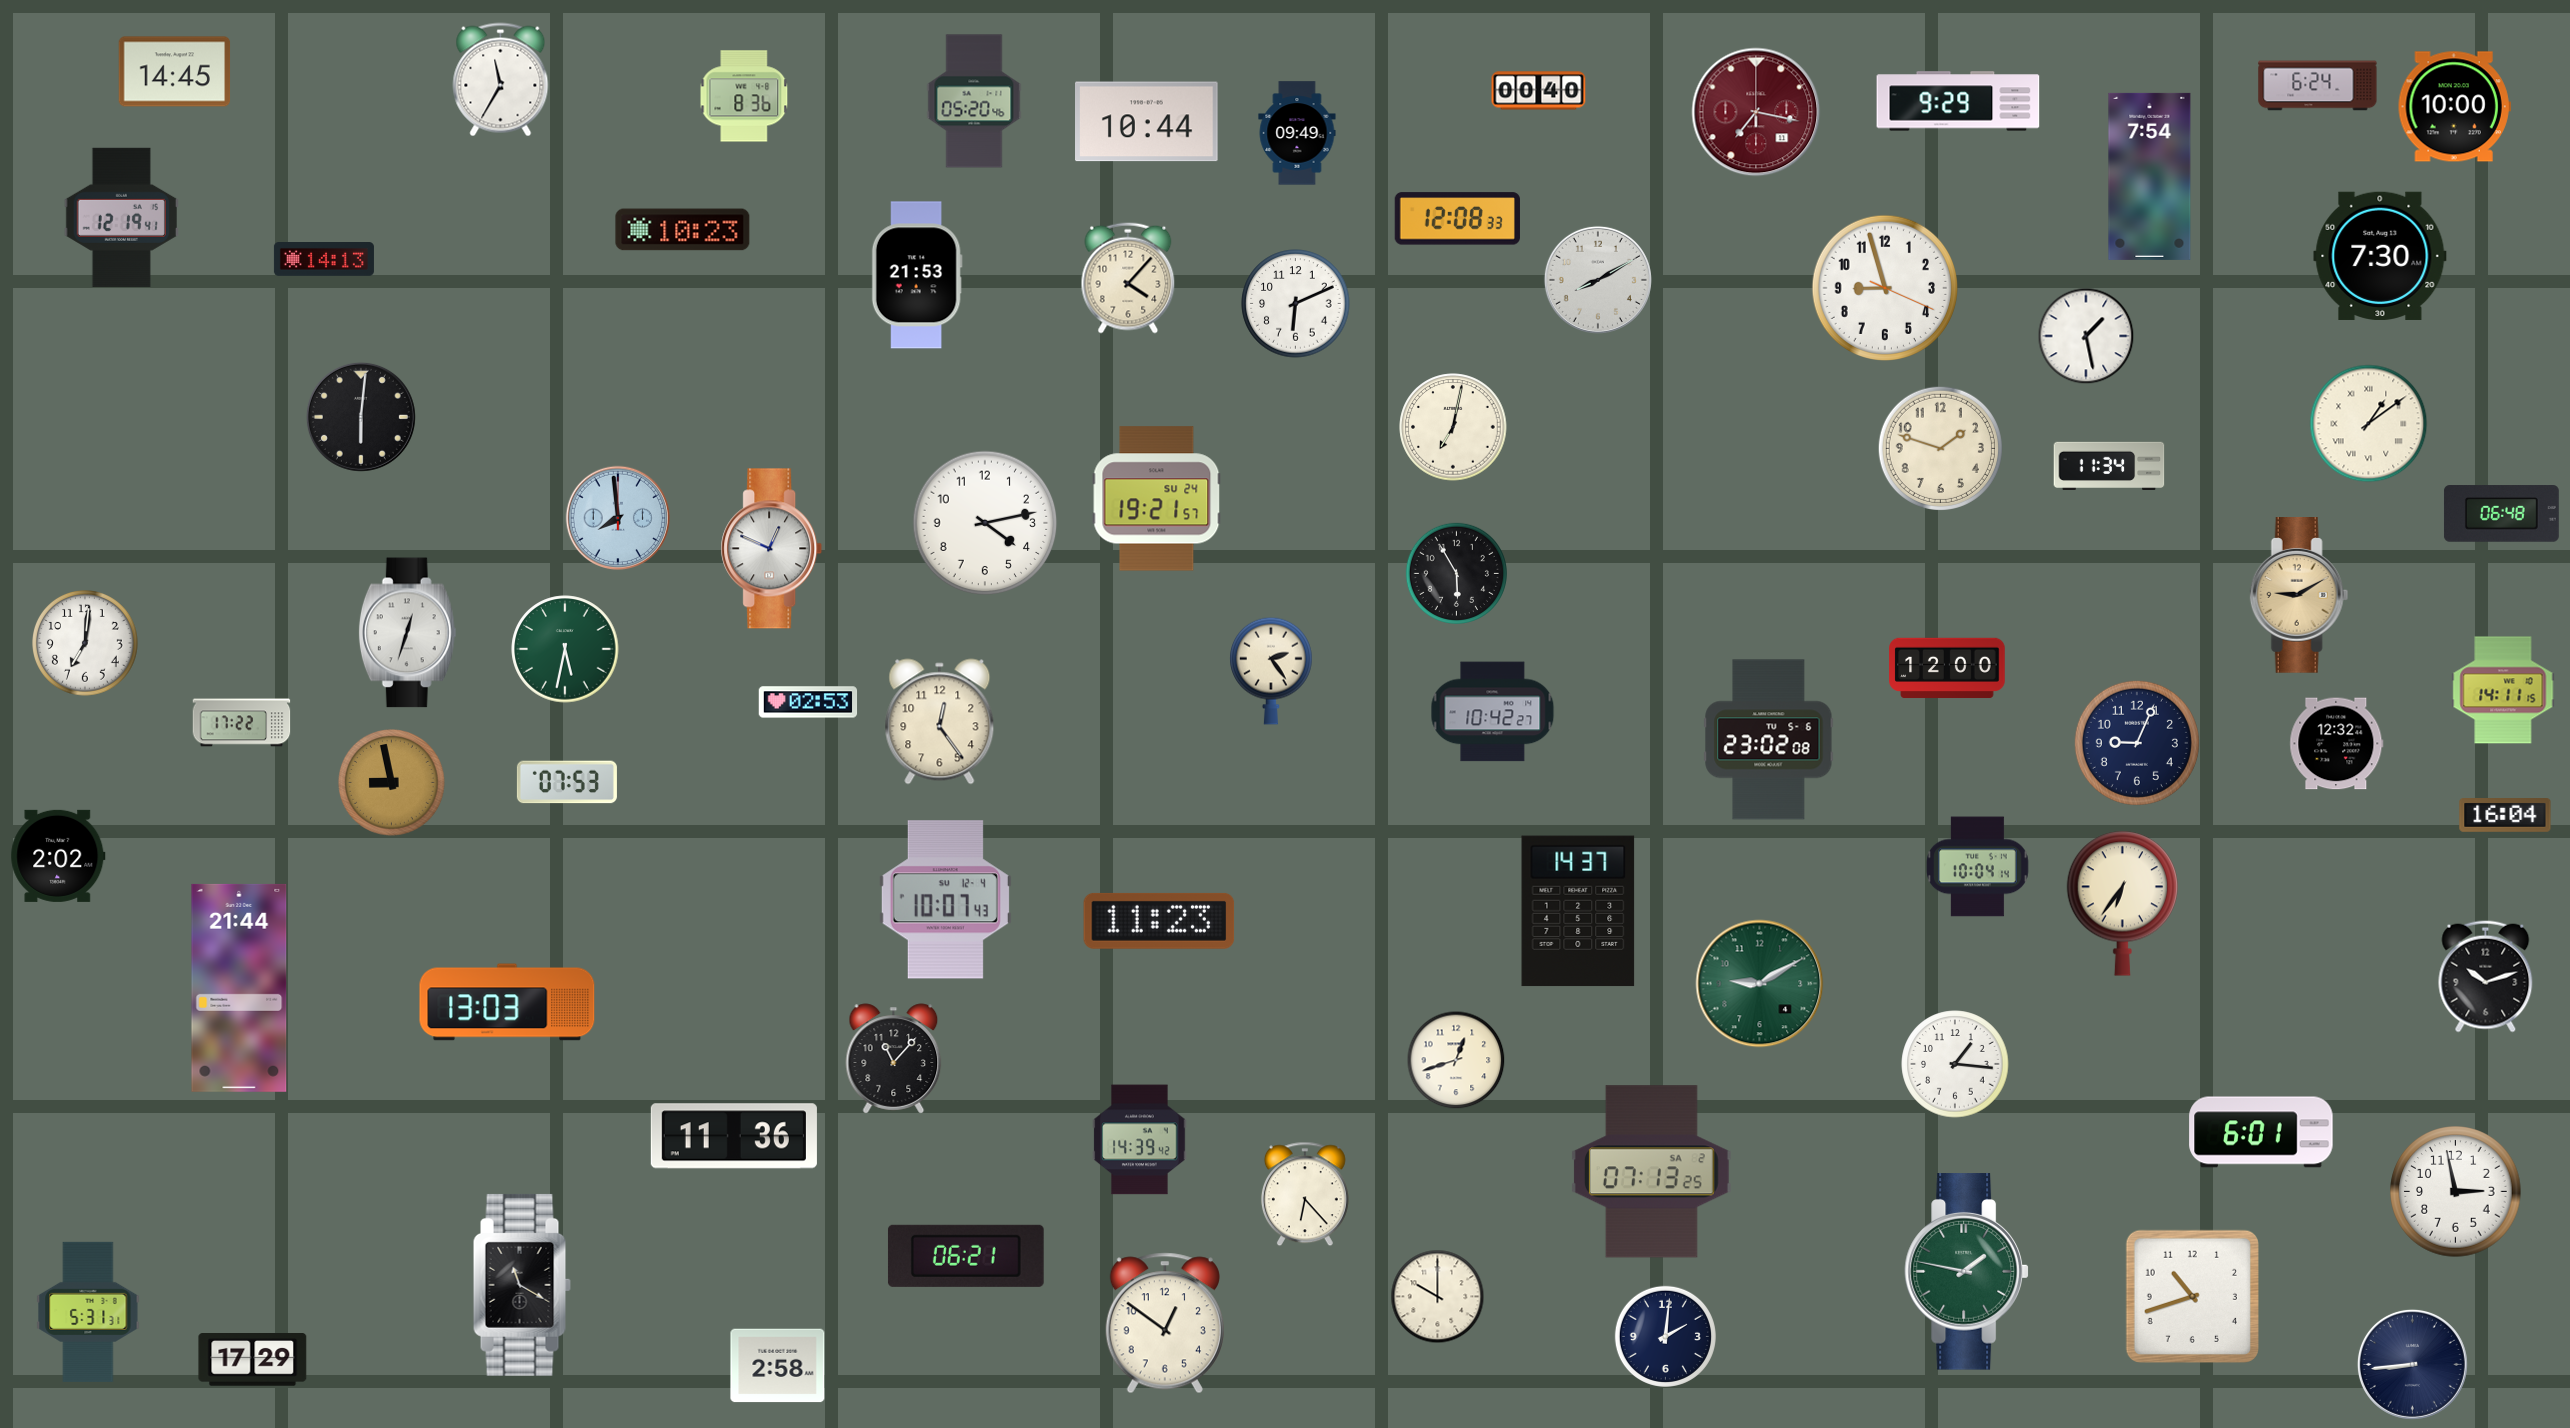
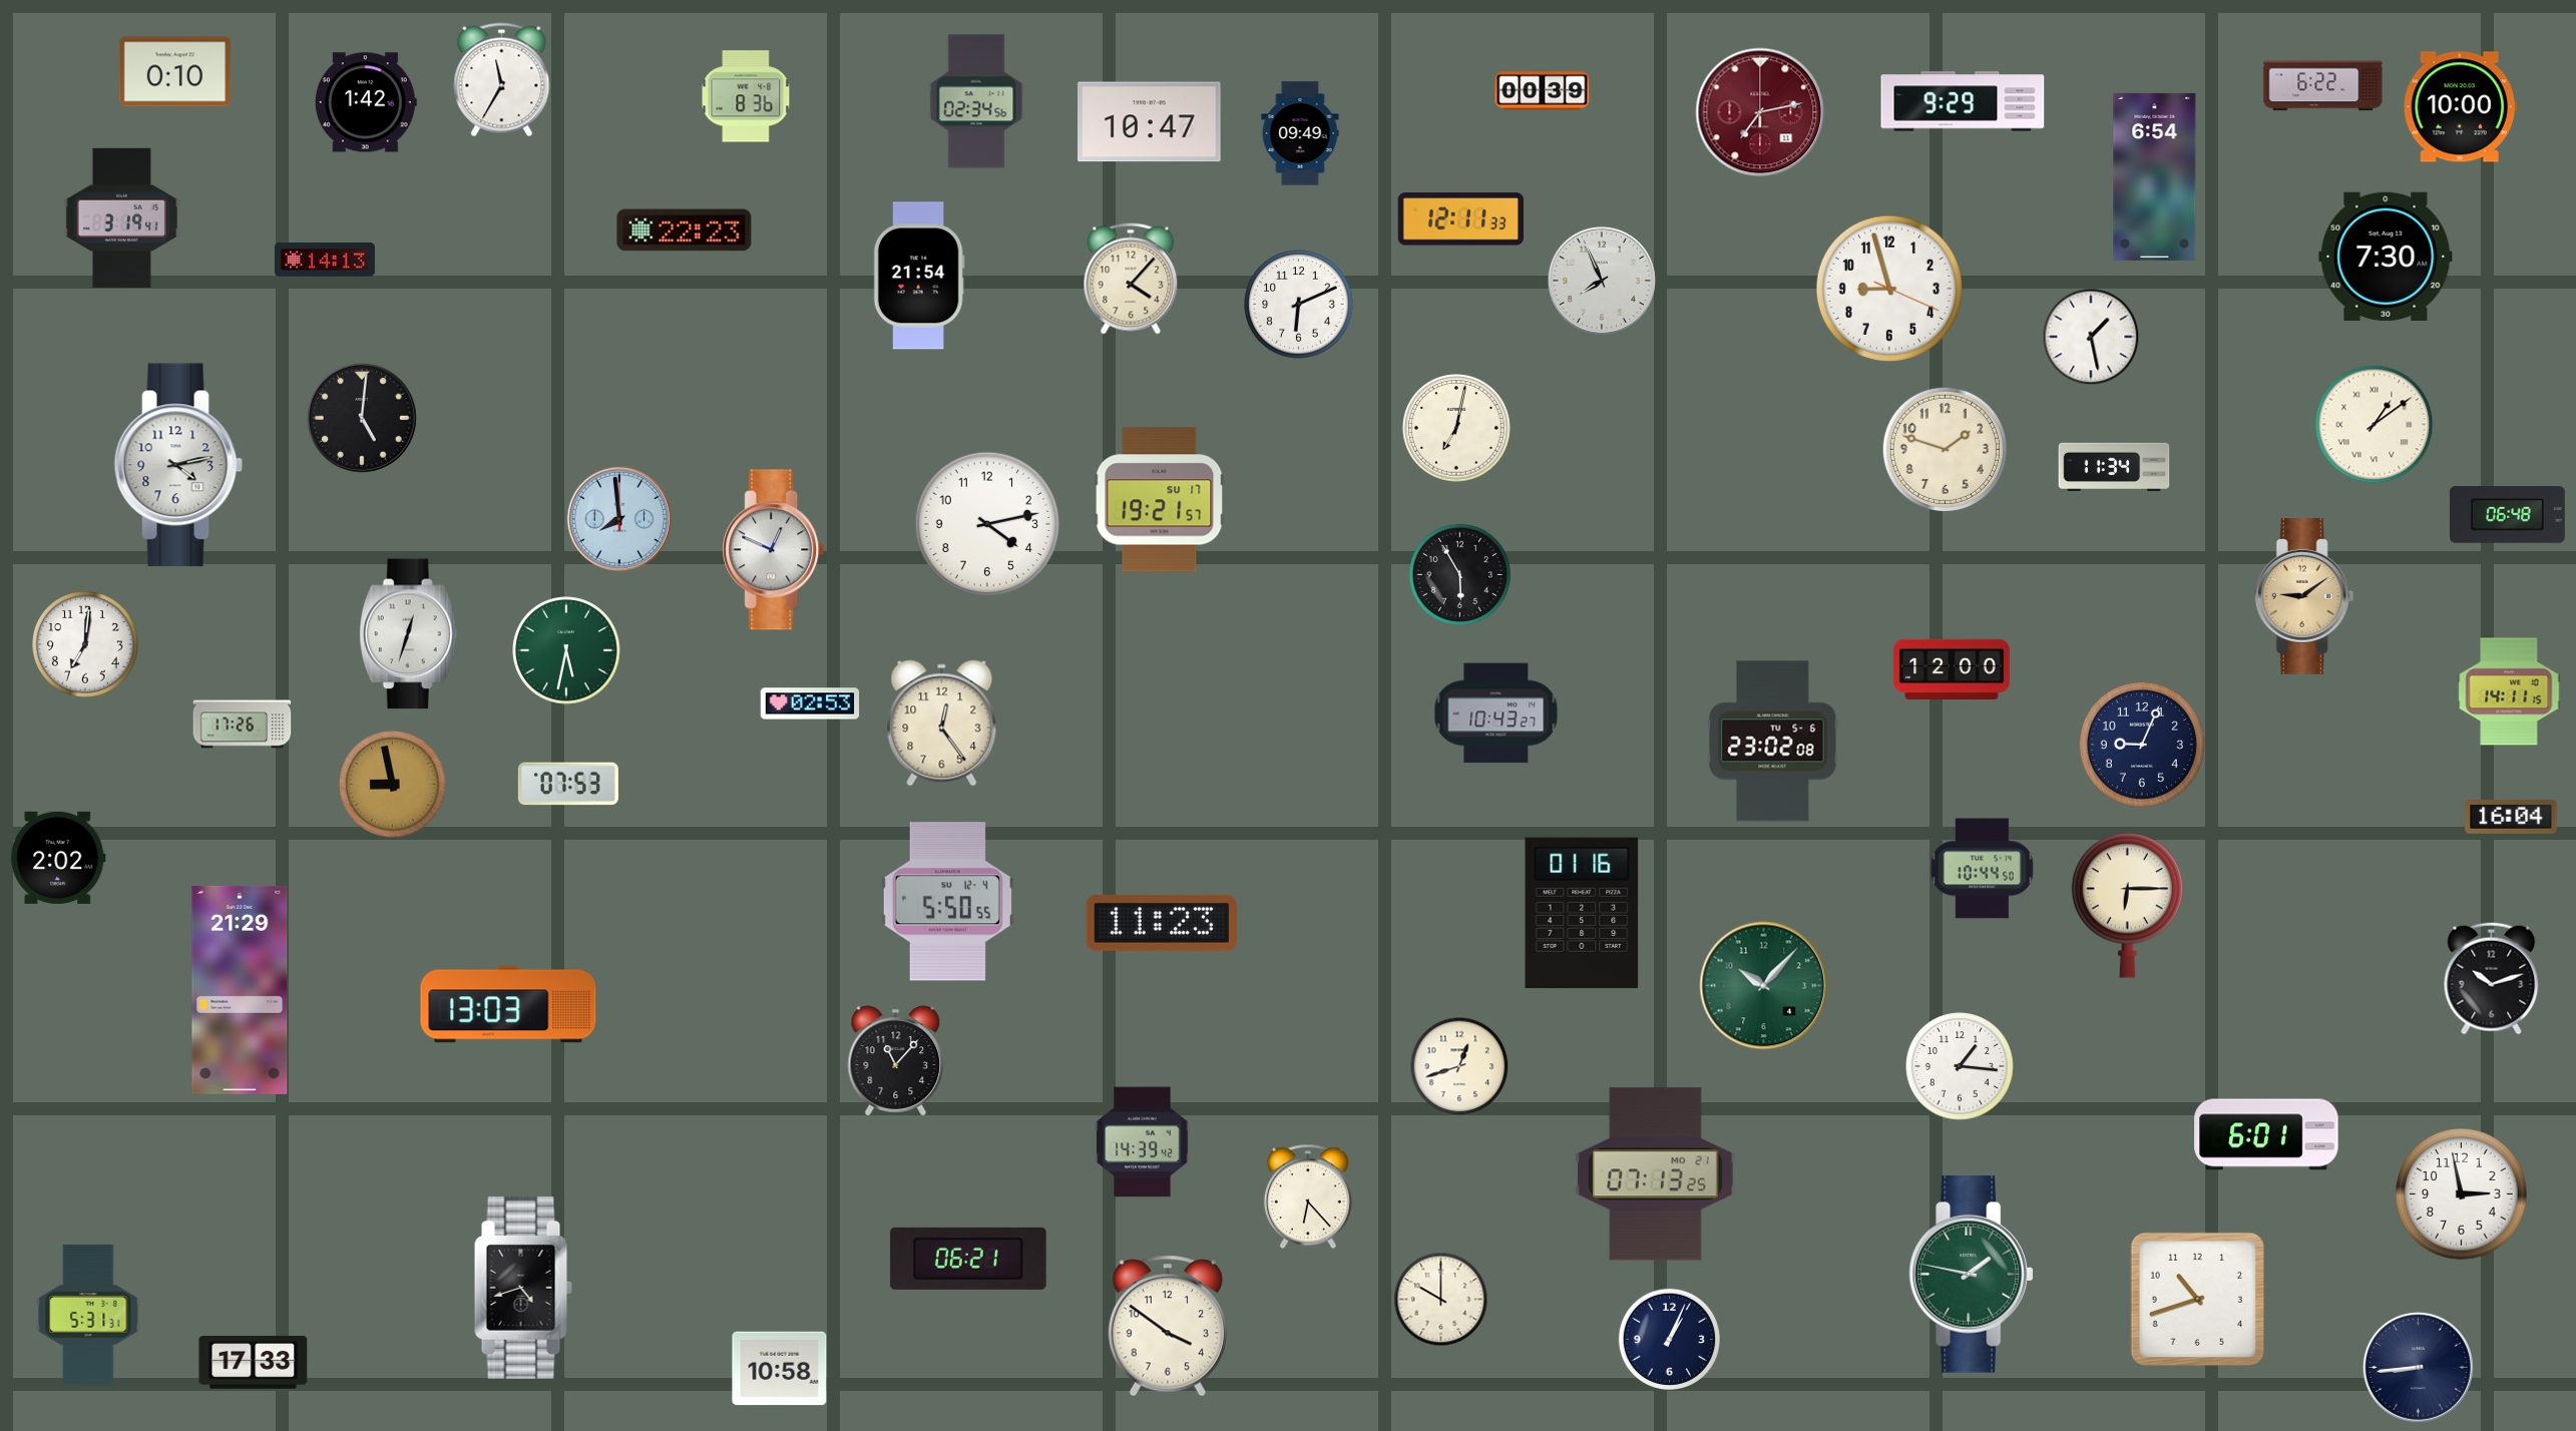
clock at (175, 72): 14:45 -> 0:10
clock at (2318, 86): 6:24 -> 6:22
clock at (1539, 91): 00:40 -> 00:39
clock at (974, 101): 05:20 -> 02:34
clock at (366, 102): none -> 1:42
clock at (1756, 112): 7:17 -> 7:13
clock at (1147, 122): 10:44 -> 10:47
clock at (2150, 176): 7:54 -> 6:54
clock at (121, 217): 12:19 -> 3:19
clock at (1457, 219): 12:08 -> 12:11
clock at (683, 230): 10:23 -> 22:23
clock at (917, 275): 21:53 -> 21:54
clock at (1598, 280): 8:10 -> 7:56
clock at (361, 417): 6:01 -> 5:01
clock at (178, 465): none -> 4:13
clock at (1157, 499) date: SU 24 -> SU 17
clock at (2299, 596): 9:10 -> 9:09
clock at (1271, 671): 2:24 -> none
clock at (1493, 712): 10:42 -> 10:43
clock at (242, 723): 17:22 -> 17:26
clock at (2337, 744): 12:32 -> none
clock at (1978, 867): 10:04 -> 10:44
clock at (945, 900): 10:07 -> 5:50
clock at (2122, 903): 6:36 -> 6:15
clock at (1578, 911): 14:37 -> 01:16
clock at (1760, 984): 9:10 -> 10:07
clock at (239, 988): 21:44 -> 21:29
clock at (1456, 1060) position: (1456, 1060) -> (1459, 1066)
clock at (734, 1136): 11:36 -> none
clock at (1651, 1172) date: SA 2 -> MO 21
clock at (522, 1285): 11:20 -> 4:42
clock at (1165, 1323): 12:51 -> 3:51
clock at (1665, 1336): 2:01 -> 1:04
clock at (253, 1360): 17:29 -> 17:33
clock at (778, 1366): 2:58 -> 10:58
